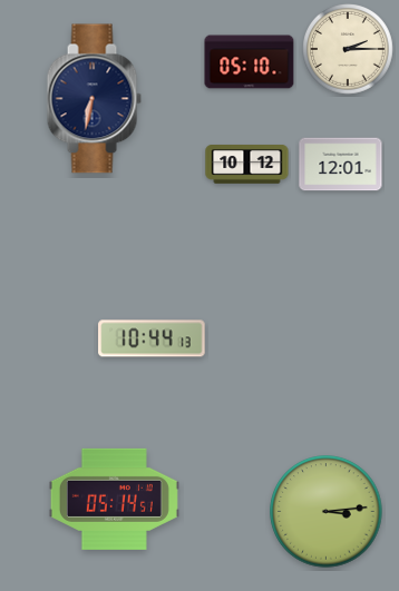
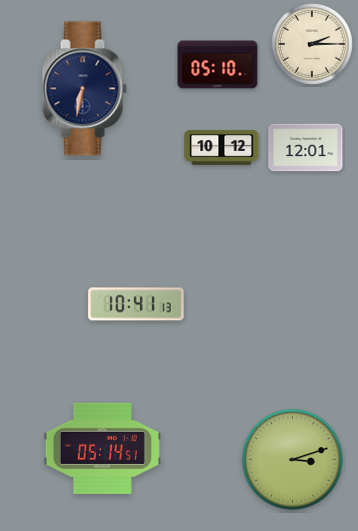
clock at (250, 62) position: (250, 62) -> (218, 65)
clock at (152, 338): 10:44 -> 10:41
clock at (327, 512): 3:14 -> 3:12
